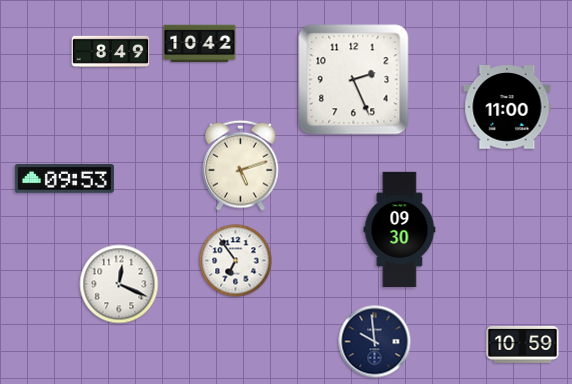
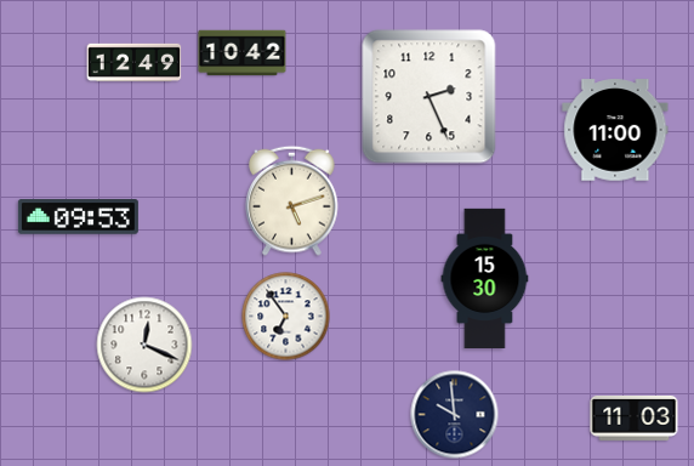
clock at (111, 51): 8:49 -> 12:49
clock at (400, 229): 09:30 -> 15:30
clock at (523, 344): 10:59 -> 11:03
